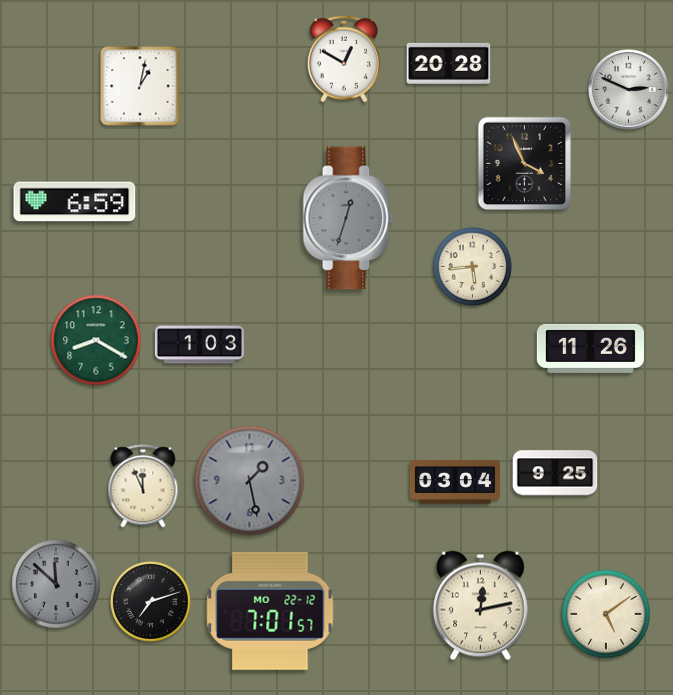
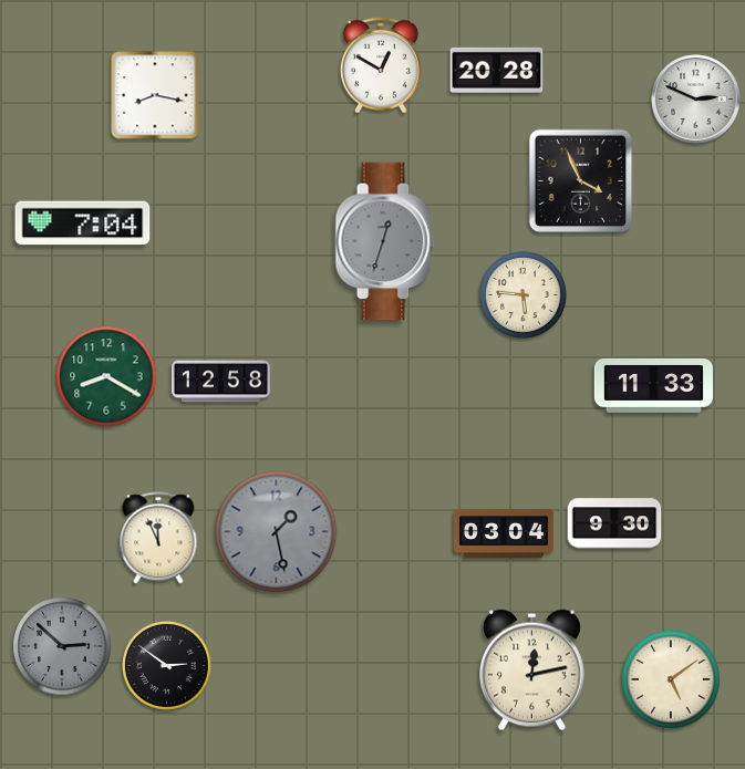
clock at (140, 86): 1:02 -> 8:17
clock at (75, 202): 6:59 -> 7:04
clock at (472, 266): 5:44 -> 5:46
clock at (199, 345): 1:03 -> 12:58
clock at (590, 348): 11:26 -> 11:33
clock at (555, 473): 9:25 -> 9:30
clock at (56, 584): 11:52 -> 2:52
clock at (150, 601): 7:12 -> 2:51
clock at (270, 611): 7:01 -> none
